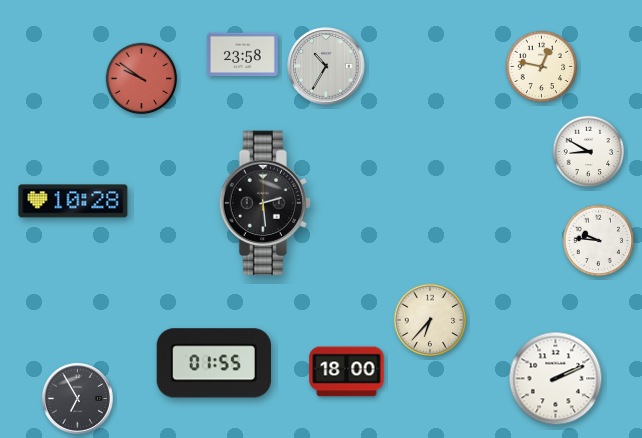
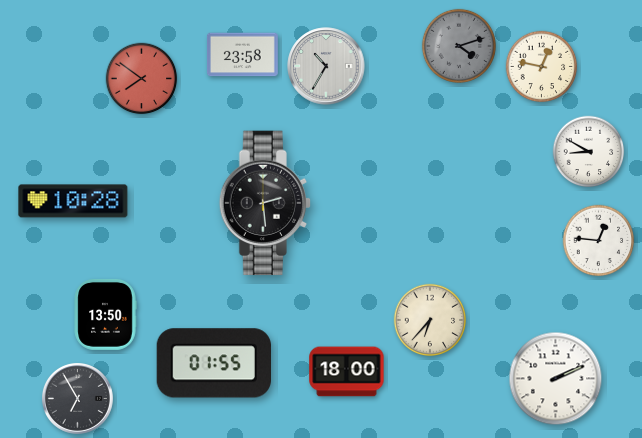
clock at (459, 46): none -> 4:12
clock at (142, 79): 9:51 -> 7:51
clock at (599, 241): 9:46 -> 12:46
clock at (105, 314): none -> 13:50
